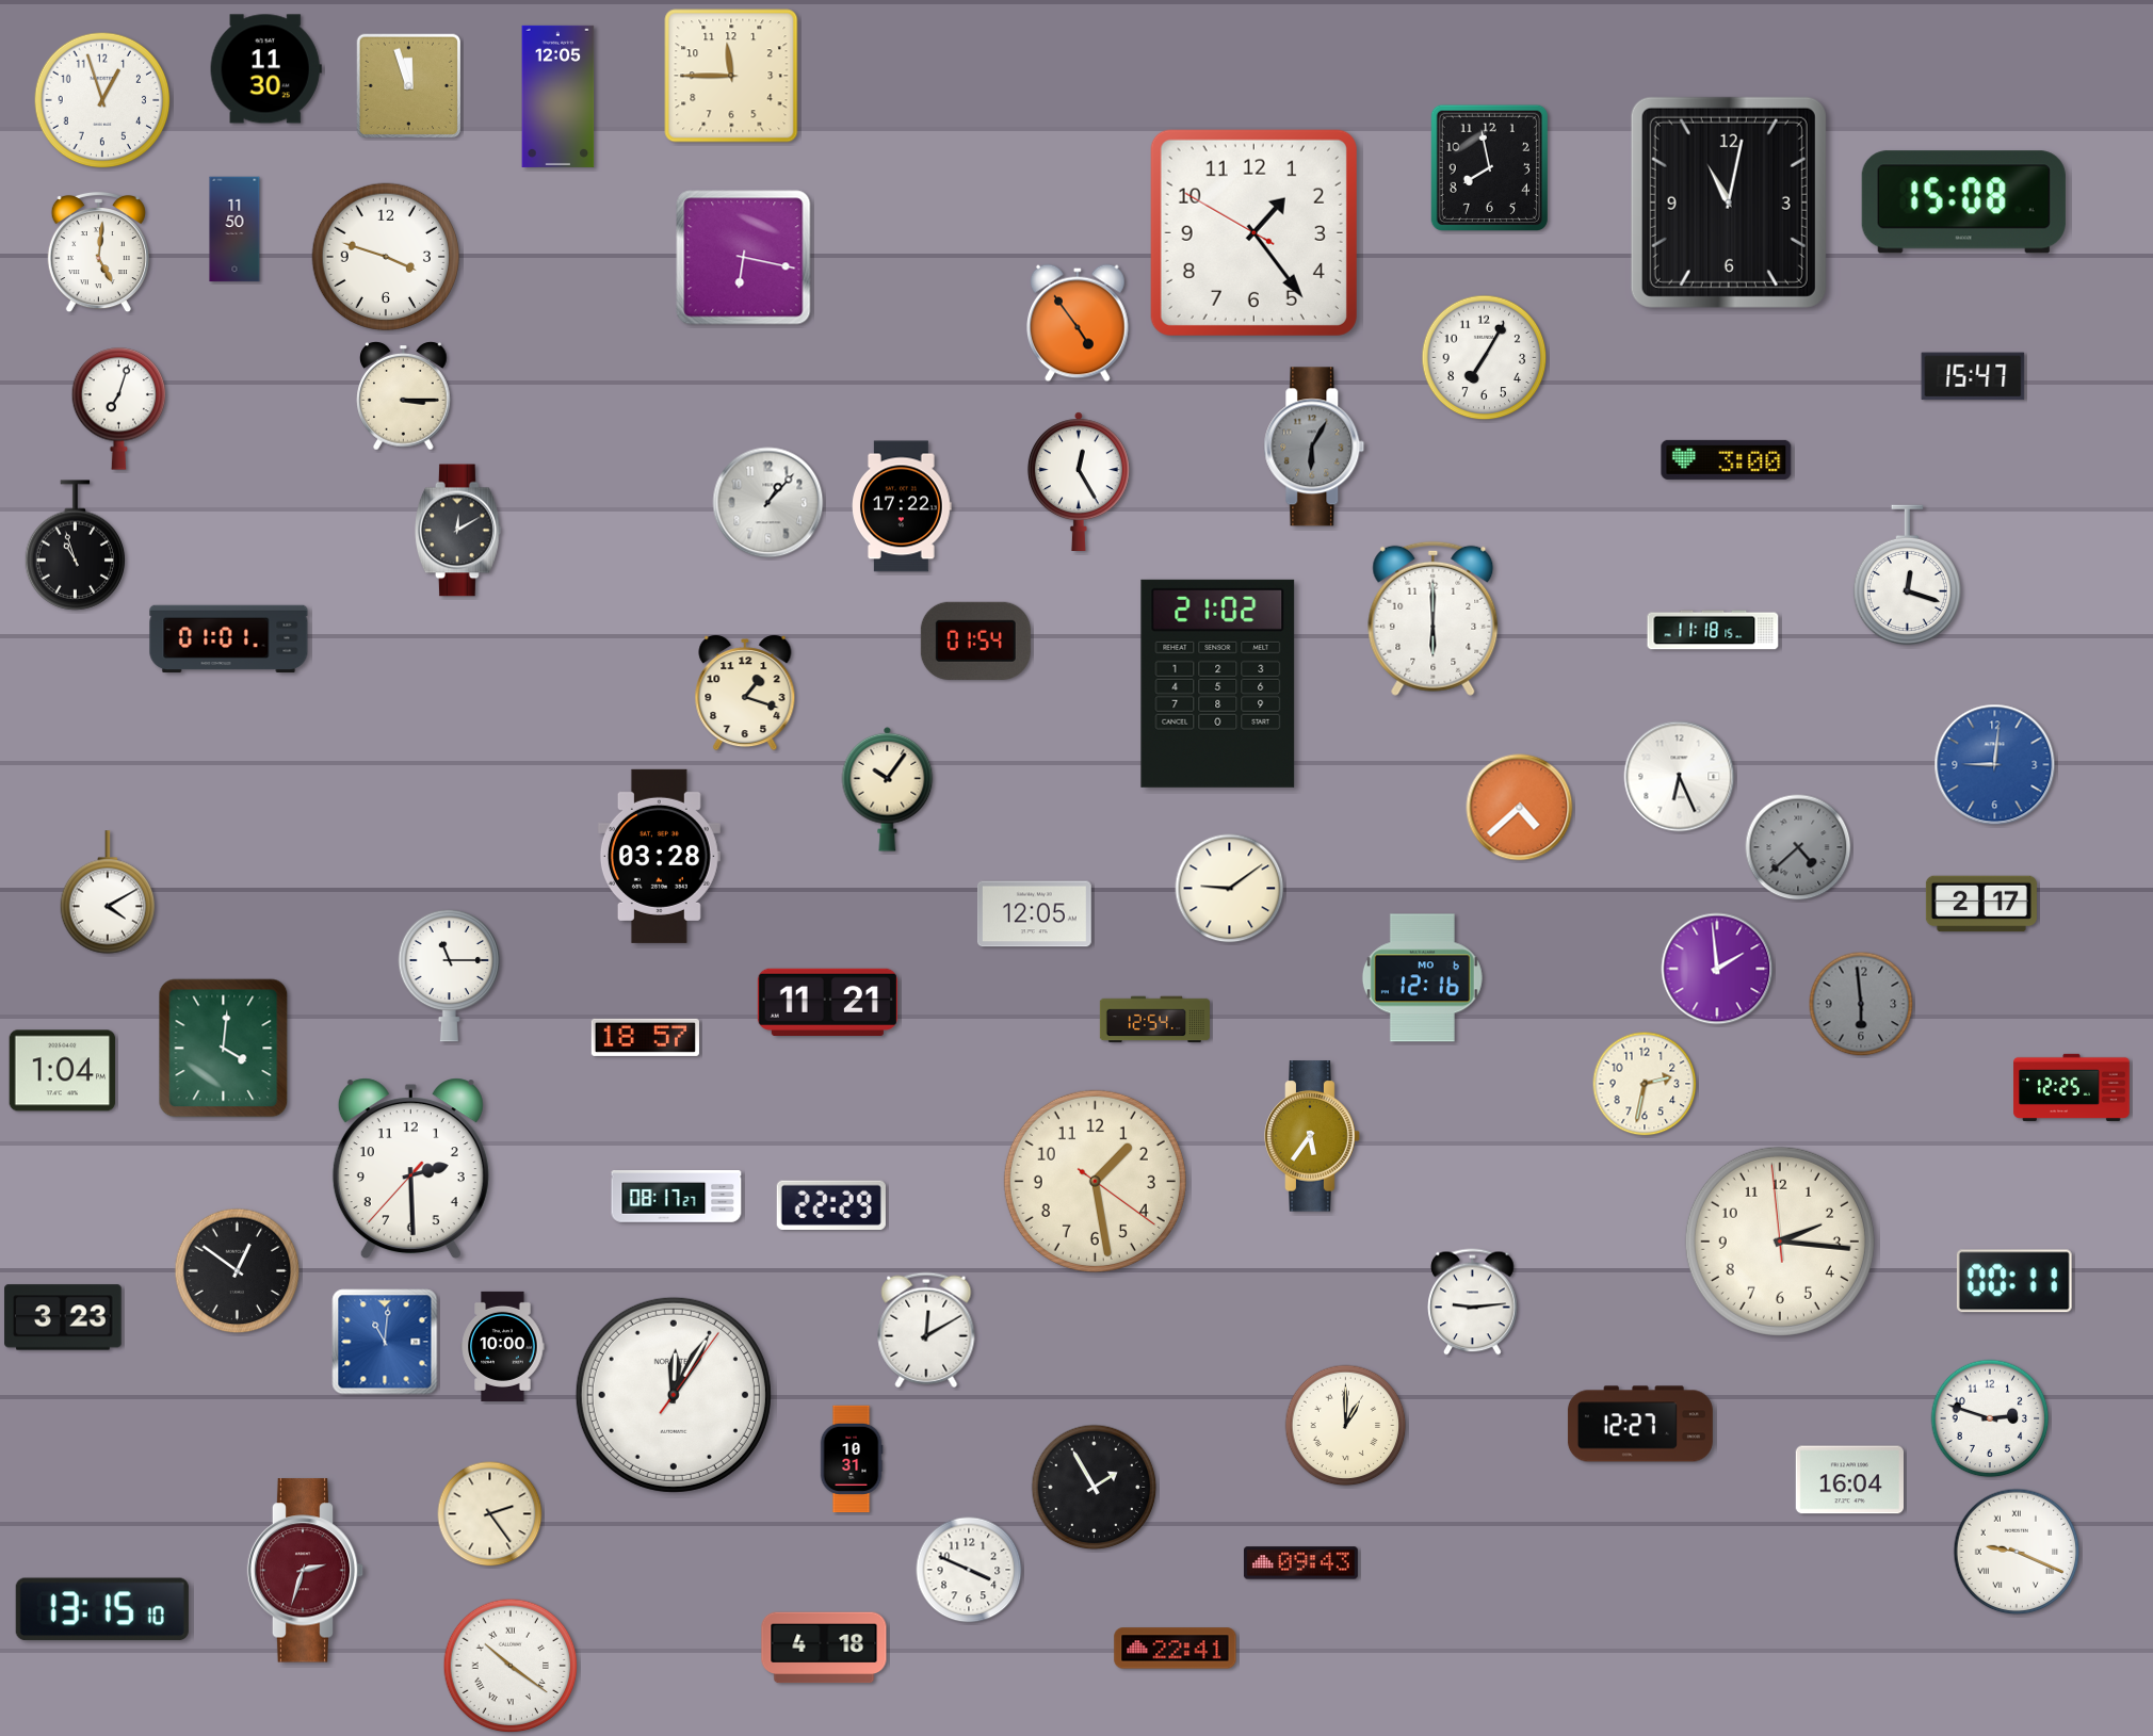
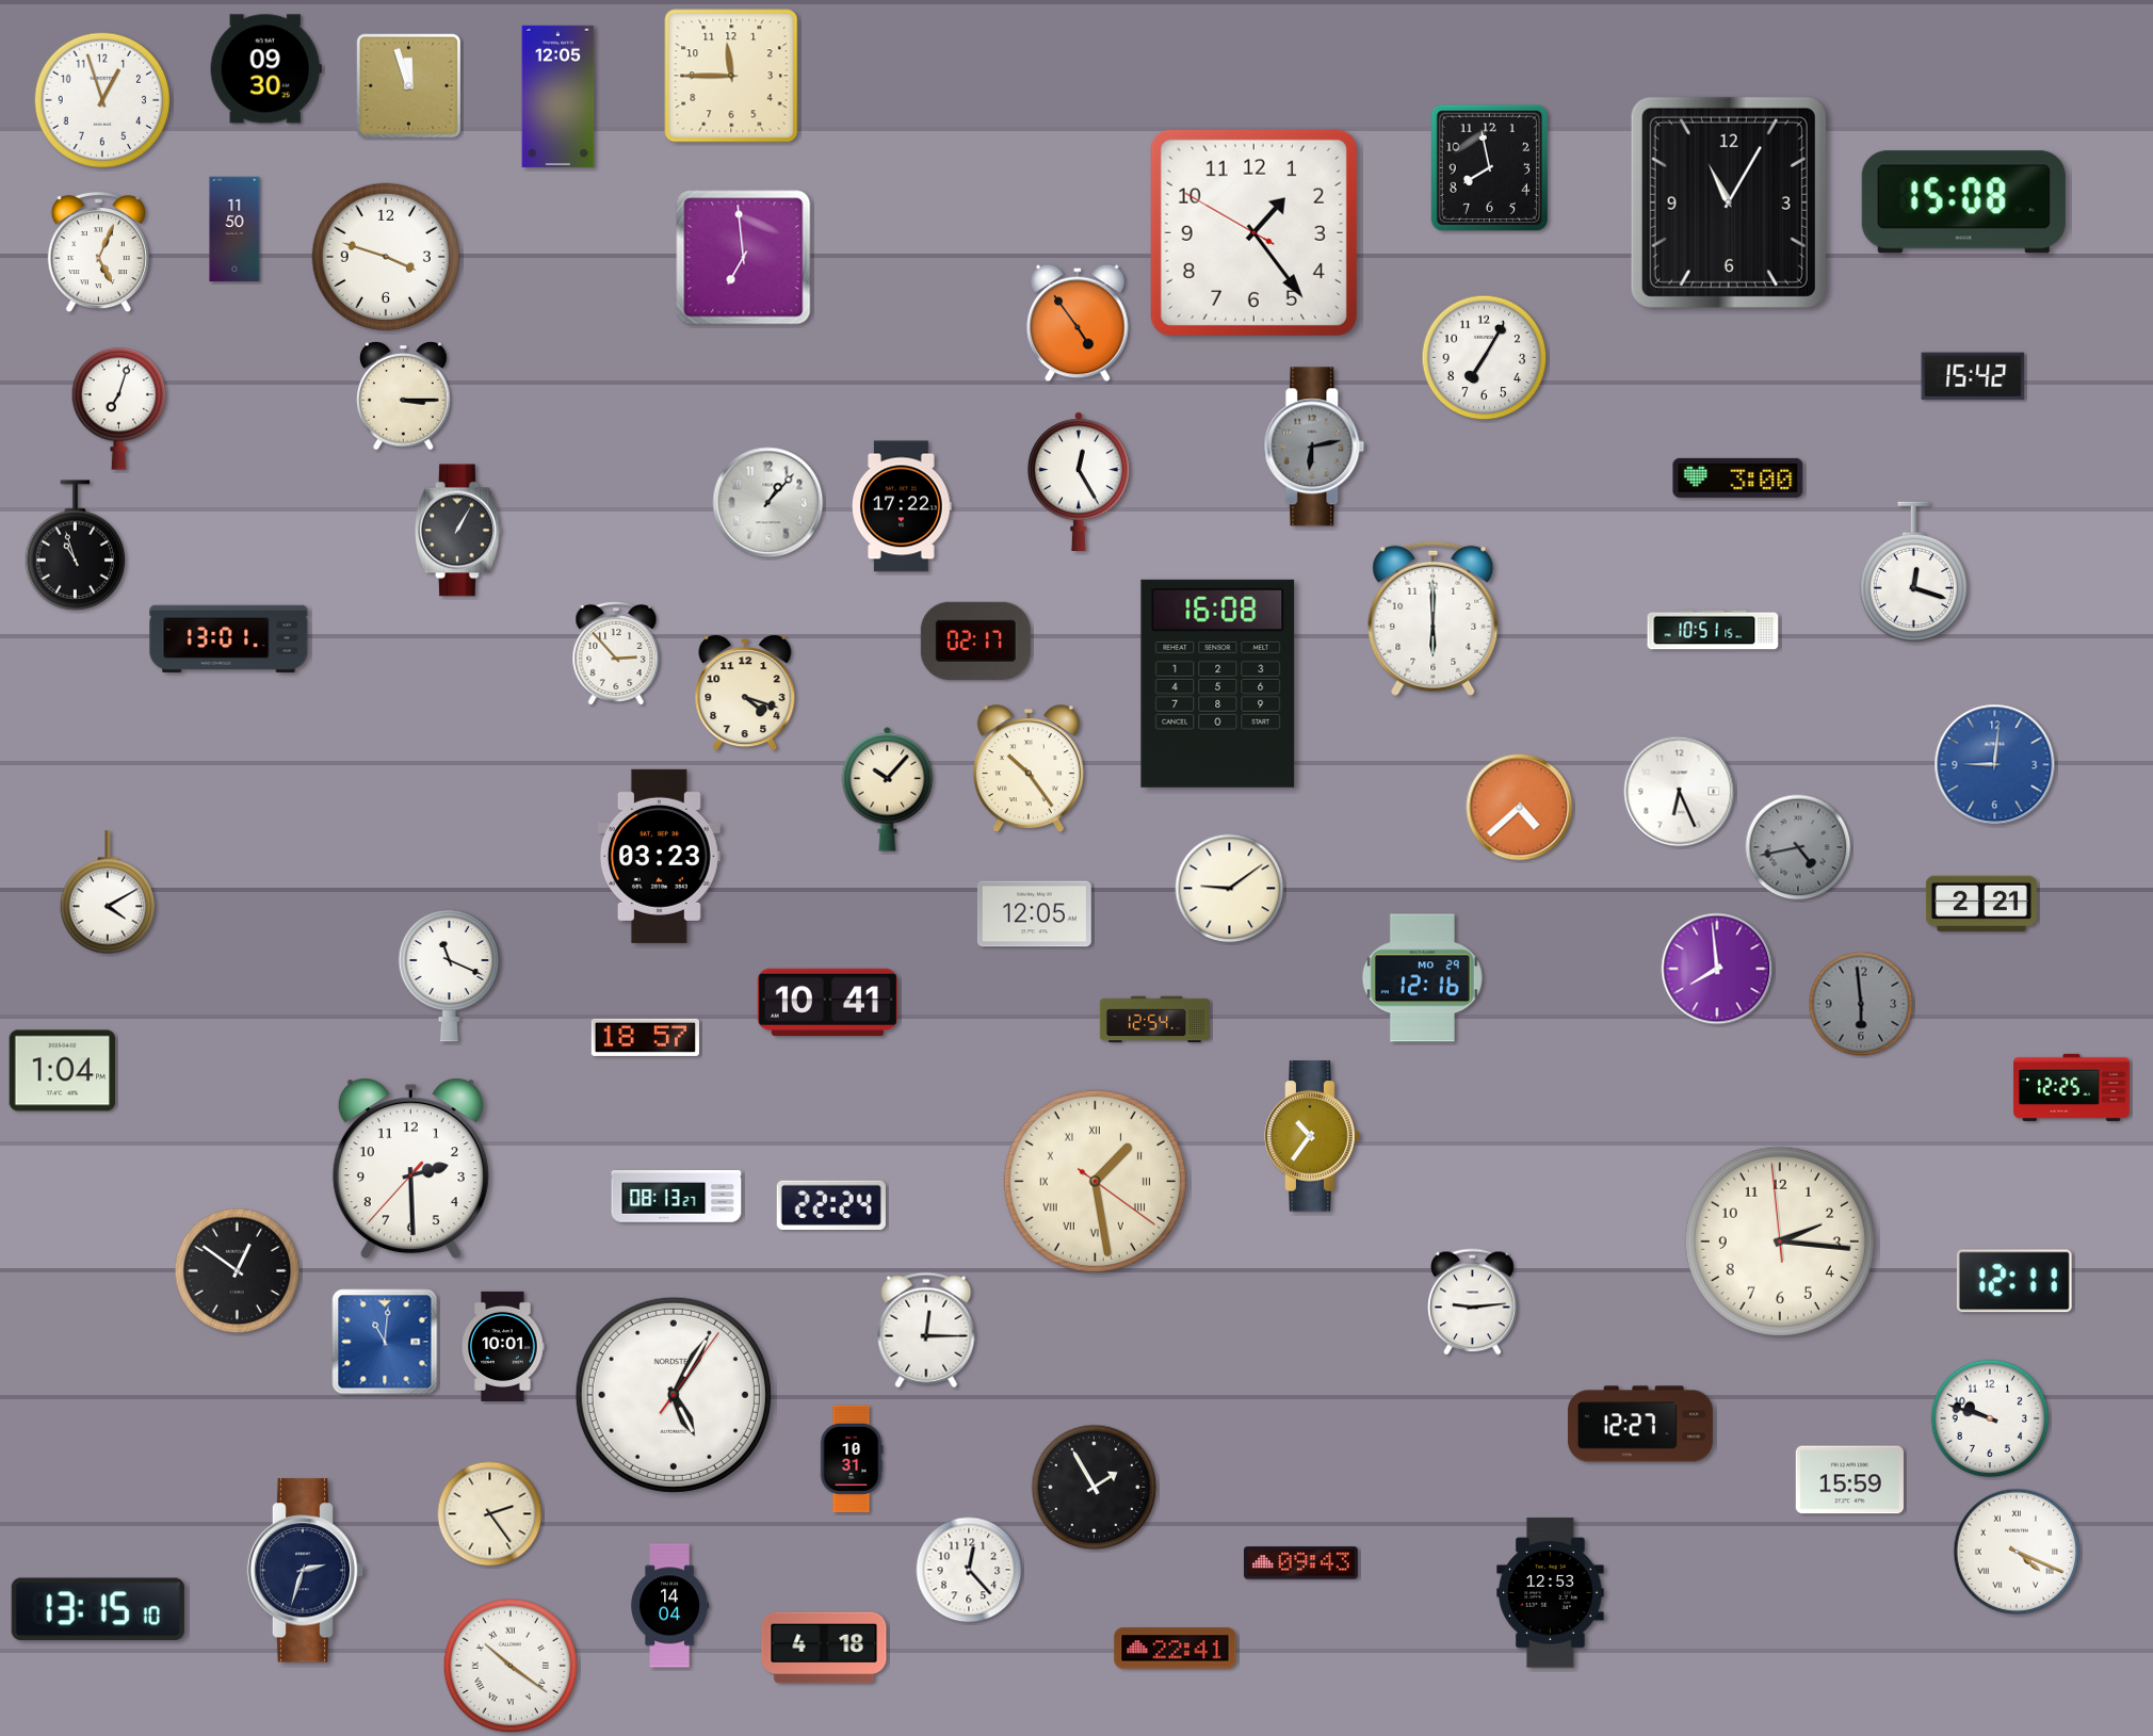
clock at (265, 69): 11:30 -> 09:30
clock at (1729, 202): 11:02 -> 11:05
clock at (98, 253): 5:01 -> 5:04
clock at (744, 258): 6:17 -> 6:59
clock at (1973, 376): 15:47 -> 15:42
clock at (1314, 447): 6:05 -> 6:13
clock at (1727, 459) position: (1727, 459) -> (1738, 477)
clock at (458, 531): 12:10 -> 1:05
clock at (1907, 575) position: (1907, 575) -> (1913, 572)
clock at (1713, 630): 11:18 -> 10:51
clock at (229, 639): 01:01 -> 13:01
clock at (975, 640): 01:54 -> 02:17
clock at (616, 654): none -> 2:53
clock at (1218, 683): 21:02 -> 16:08
clock at (745, 693): 1:18 -> 4:18
clock at (1029, 769): none -> 10:24
clock at (1680, 777) position: (1680, 777) -> (1680, 792)
clock at (888, 789): 10:06 -> 10:07
clock at (1798, 847): 4:38 -> 4:43
clock at (659, 856): 03:28 -> 03:23
clock at (1981, 904): 2:17 -> 2:21
clock at (1717, 969): 1:59 -> 7:59
clock at (450, 975): 11:15 -> 11:19
clock at (1422, 978) date: MO 6 -> MO 29
clock at (827, 1002): 11:21 -> 10:41
clock at (224, 1049): 4:01 -> none
clock at (1645, 1084): 2:32 -> none
clock at (1312, 1136): 5:36 -> 10:36
clock at (1095, 1181) numerals: Arabic -> Roman
clock at (677, 1197): 08:17 -> 08:13
clock at (831, 1205): 22:29 -> 22:24
clock at (2014, 1281): 00:11 -> 12:11
clock at (63, 1317): 3:23 -> none
clock at (926, 1330): 12:10 -> 12:15
clock at (503, 1346): 10:00 -> 10:01
clock at (674, 1395): 12:05 -> 5:05
clock at (1990, 1418): 2:48 -> 9:48
clock at (1346, 1426): 1:00 -> none
clock at (1849, 1480): 16:04 -> 15:59
clock at (2017, 1552): 9:19 -> 4:19
clock at (969, 1570): 3:49 -> 12:23
clock at (306, 1571) dial: burgundy -> navy
clock at (1551, 1593): none -> 12:53
clock at (670, 1606): none -> 14:04
clock at (102, 1609) position: (102, 1609) -> (98, 1609)
